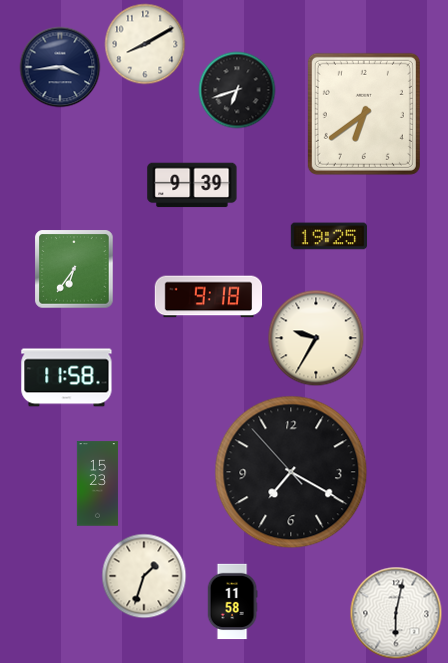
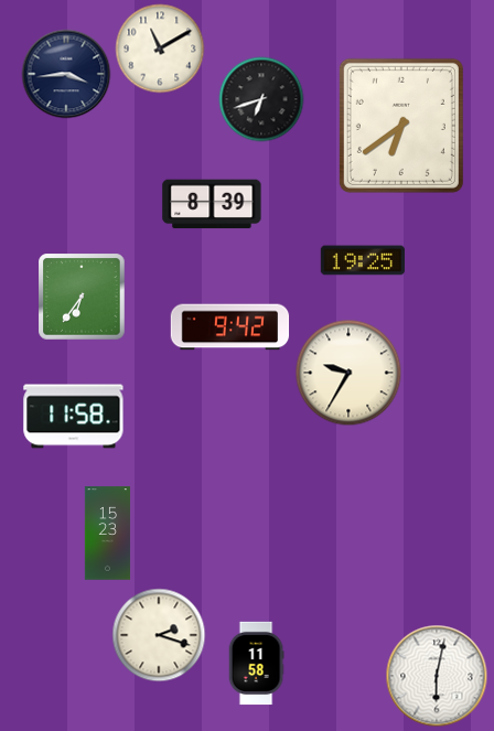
clock at (145, 44): 8:10 -> 11:10
clock at (192, 185): 9:39 -> 8:39
clock at (209, 297): 9:18 -> 9:42
clock at (291, 472): 7:19 -> none
clock at (144, 576): 1:33 -> 2:18
